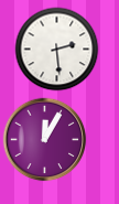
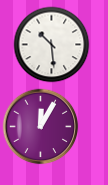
clock at (57, 50): 2:29 -> 10:29
